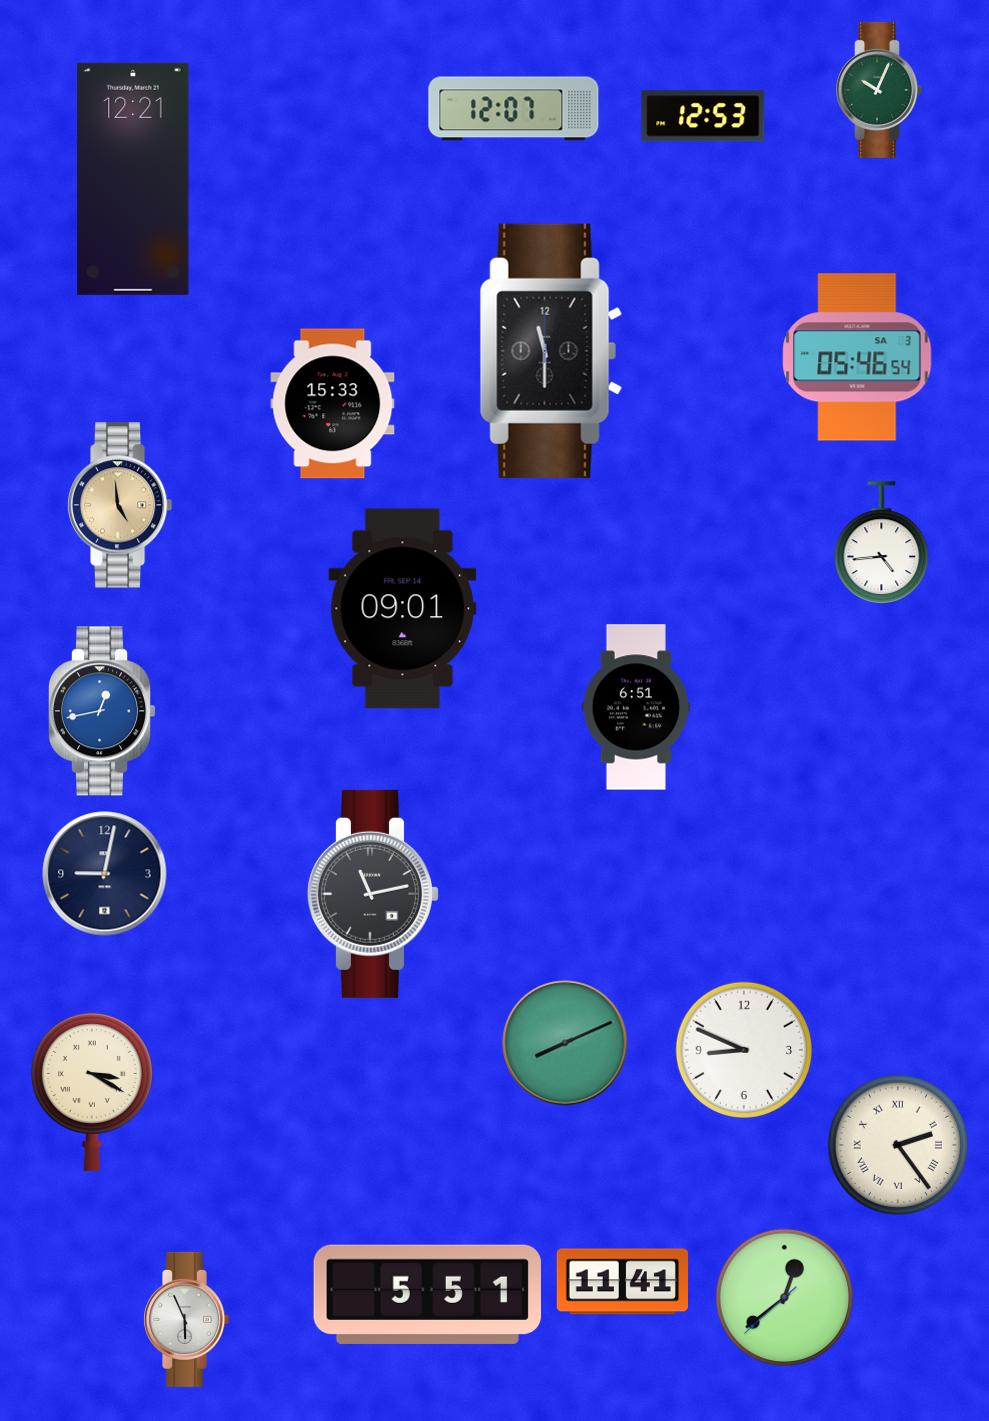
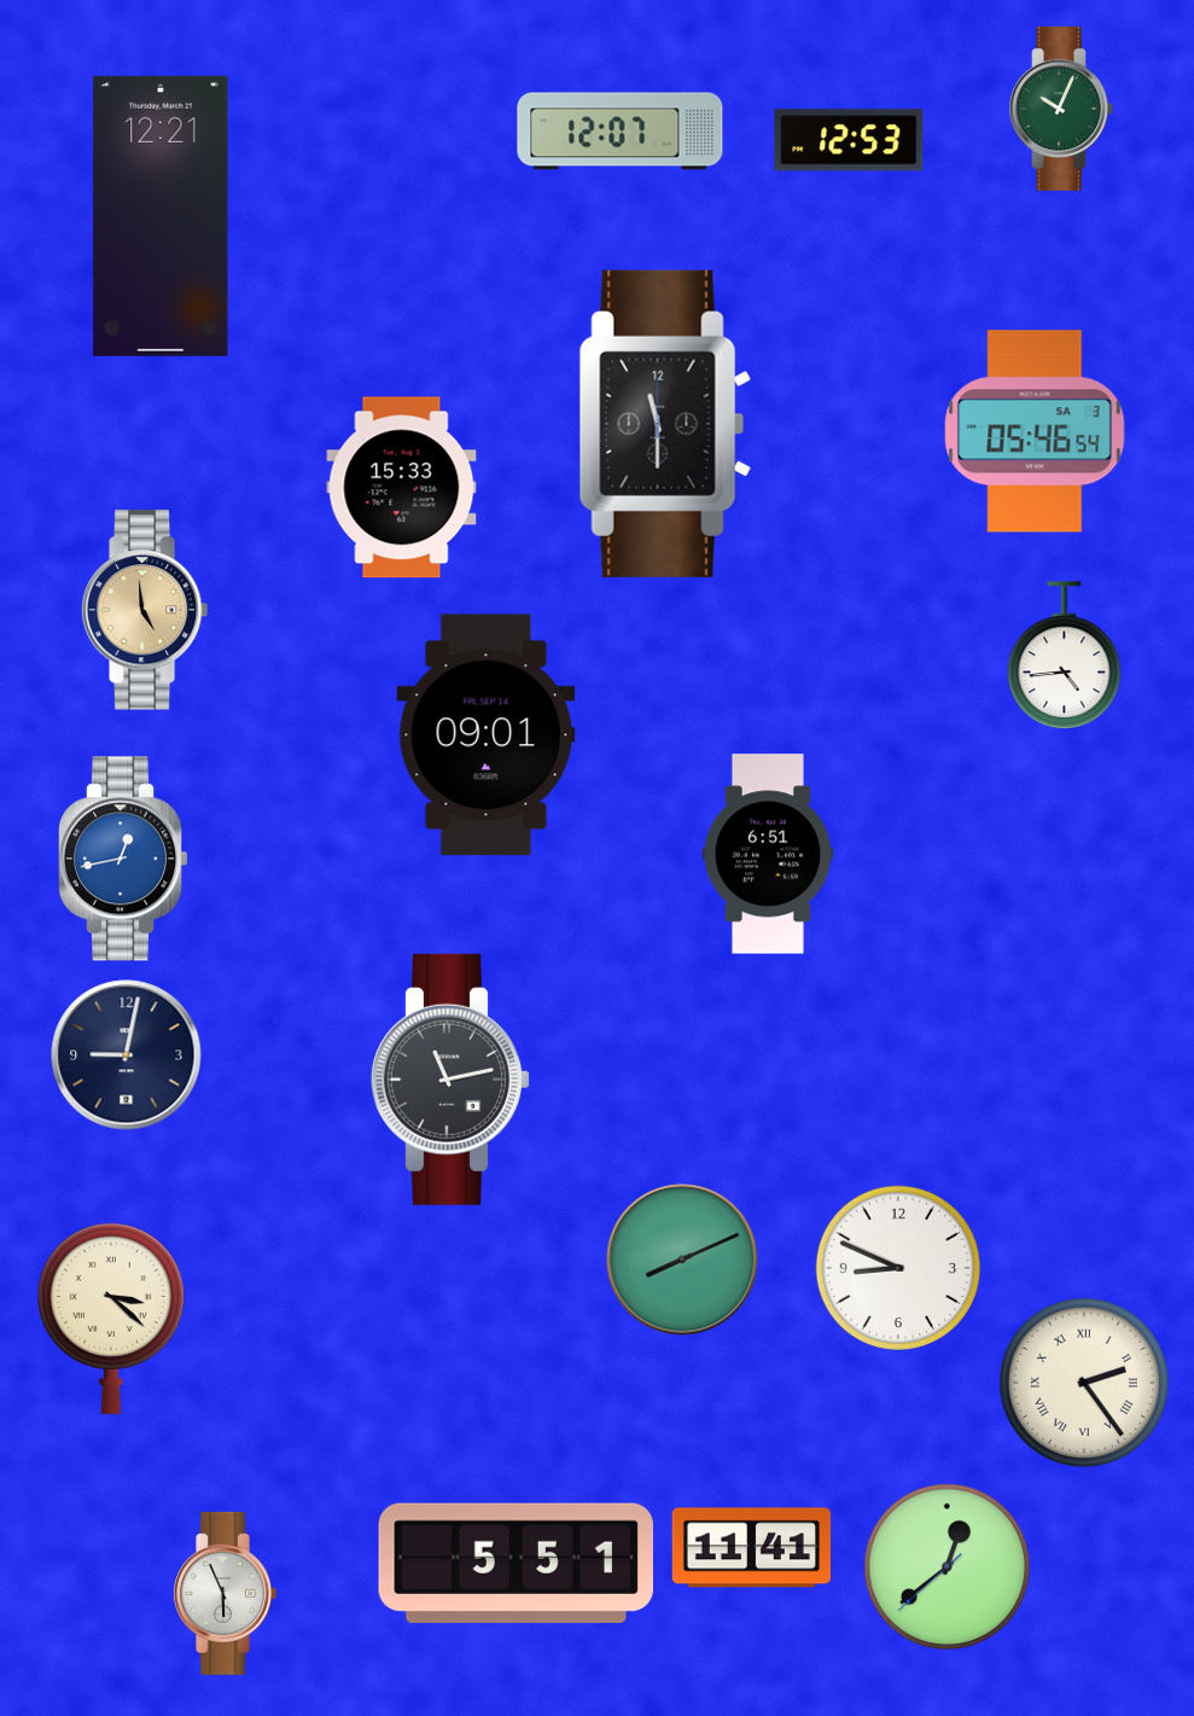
clock at (92, 1091): 3:20 -> 3:22
